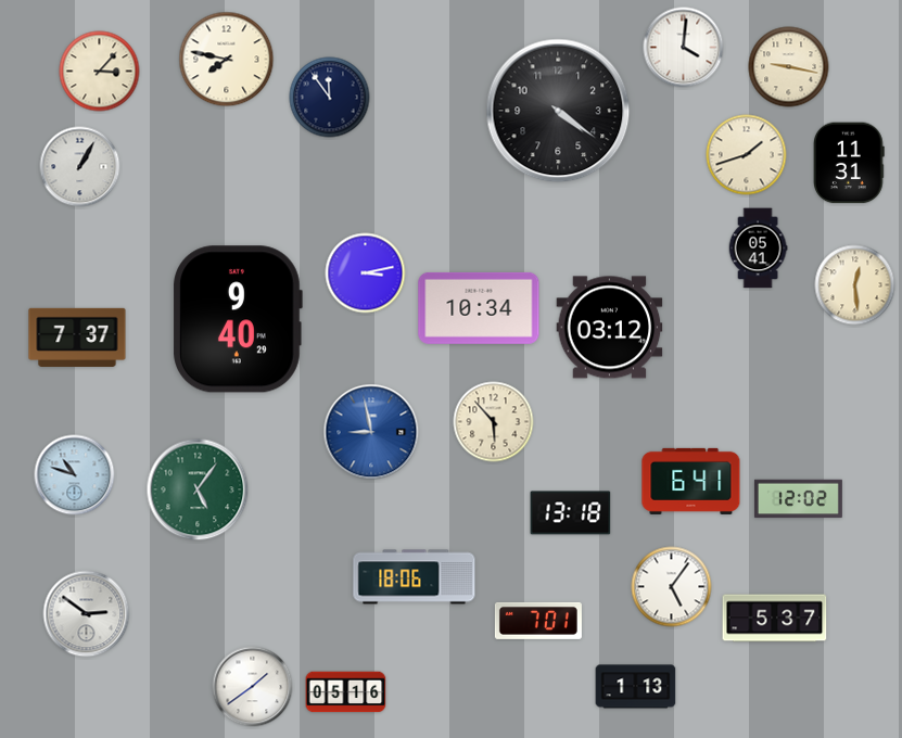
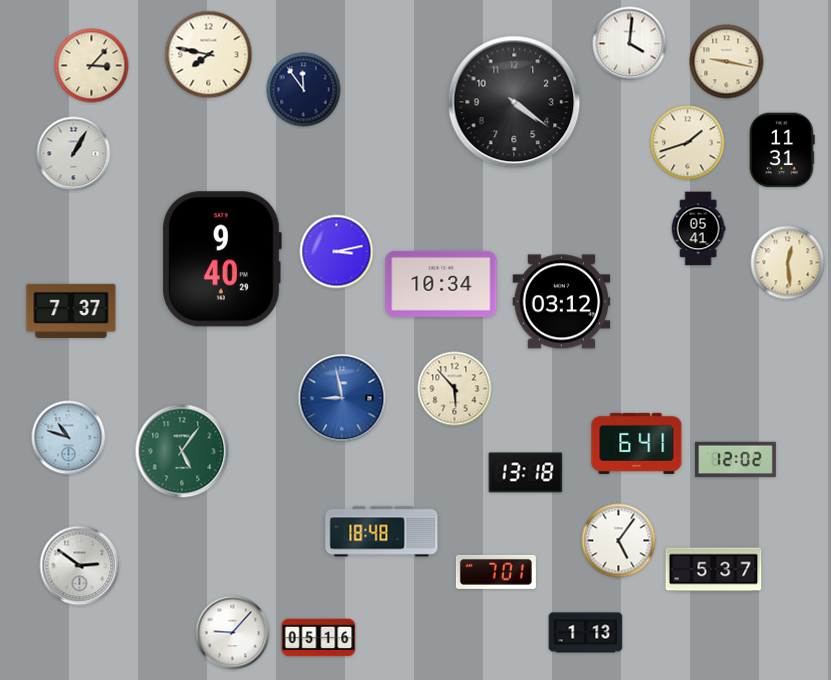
clock at (238, 319) position: (238, 319) -> (222, 259)
clock at (415, 577): 18:06 -> 18:48
clock at (253, 687): 1:39 -> 9:07
